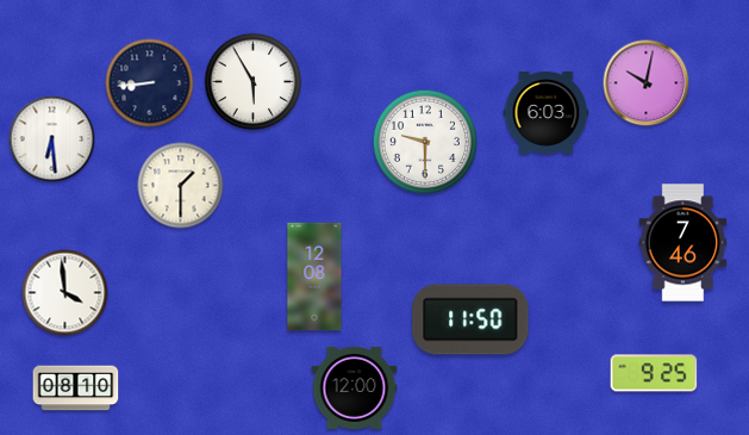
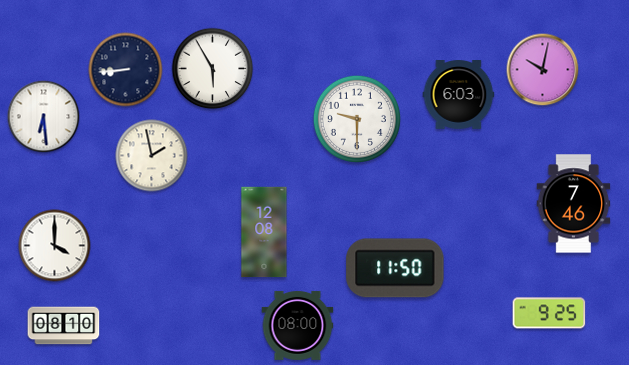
clock at (181, 186): 1:30 -> 1:58
clock at (65, 293): 3:59 -> 4:00
clock at (355, 387): 12:00 -> 08:00
